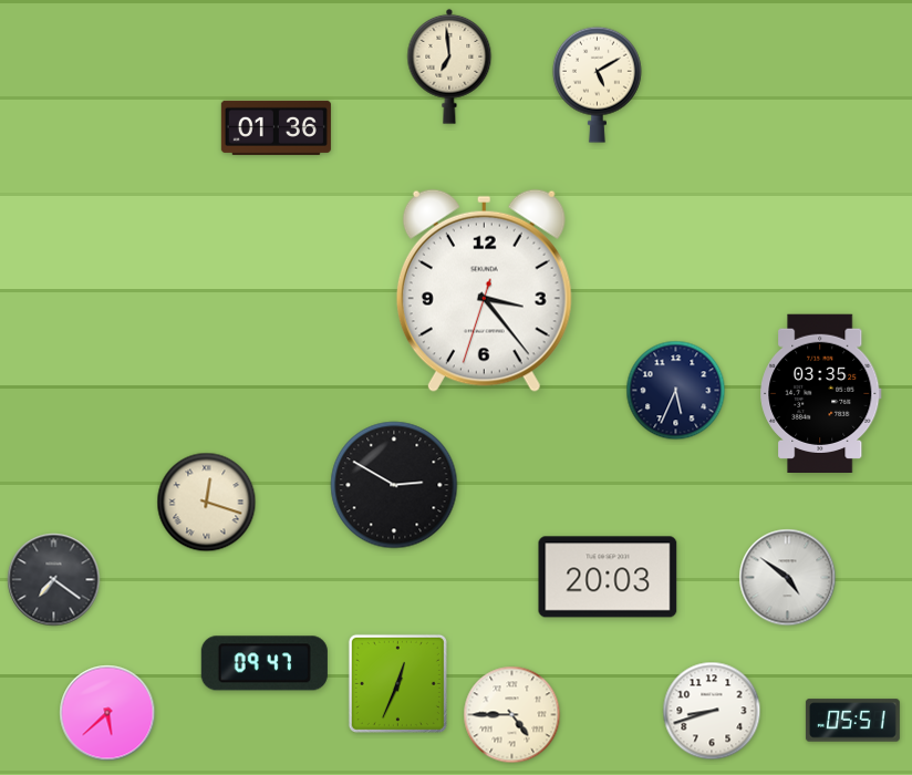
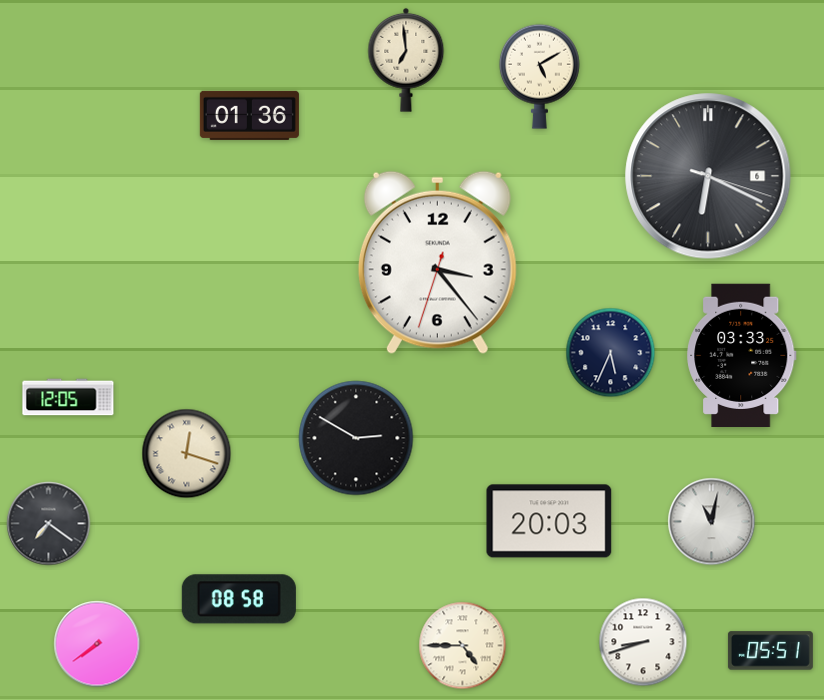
clock at (708, 176): none -> 6:19
clock at (821, 393): 03:35 -> 03:33
clock at (68, 397): none -> 12:05
clock at (788, 578): 4:51 -> 11:02
clock at (265, 663): 09:47 -> 08:58
clock at (397, 683): 12:34 -> none
clock at (107, 713): 5:38 -> 7:39
